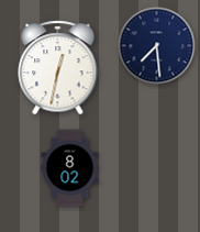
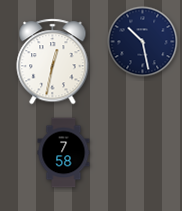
clock at (157, 46): 7:29 -> 10:28
clock at (70, 168): 8:02 -> 7:58
